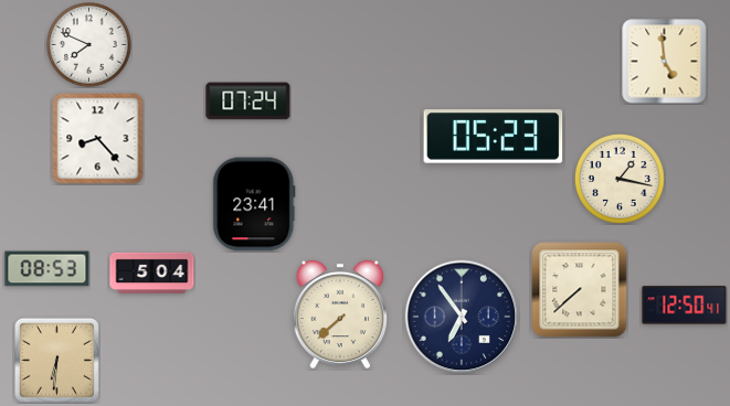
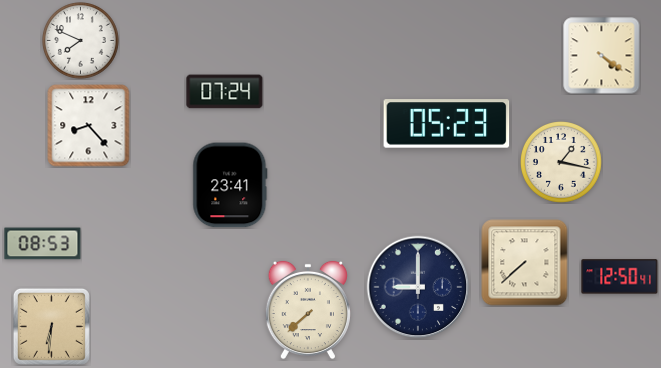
clock at (665, 62): 4:59 -> 4:21
clock at (152, 273): 5:04 -> none
clock at (340, 314) position: (340, 314) -> (308, 310)
clock at (462, 317): 6:54 -> 9:00
